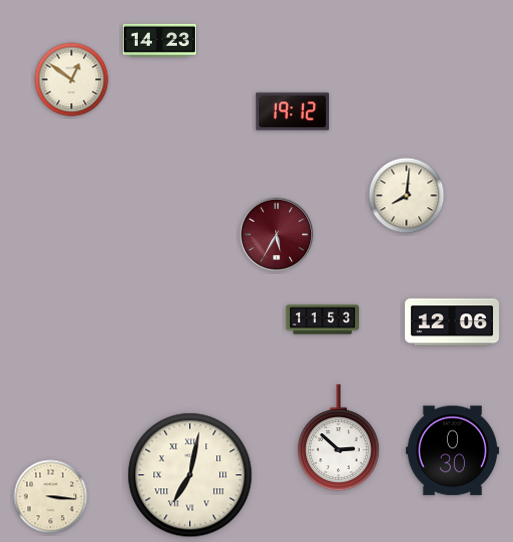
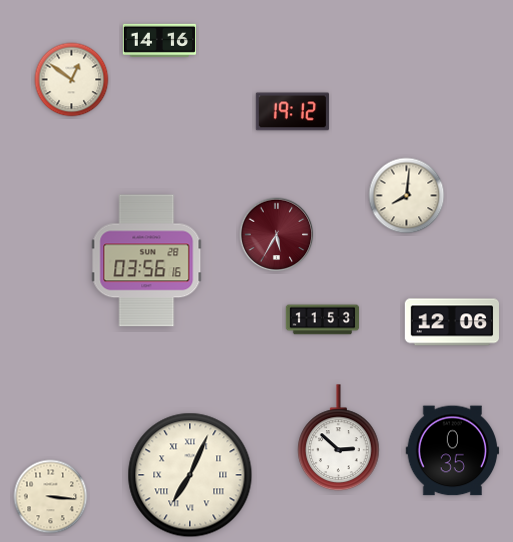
clock at (159, 40): 14:23 -> 14:16
clock at (147, 261): none -> 03:56
clock at (453, 451): 0:30 -> 0:35
clock at (190, 475): 7:02 -> 7:04
